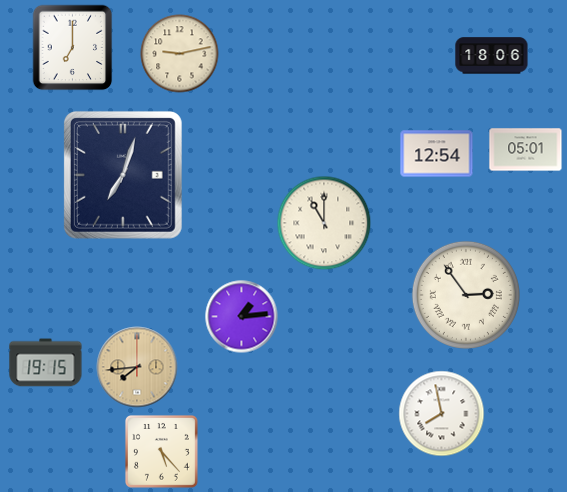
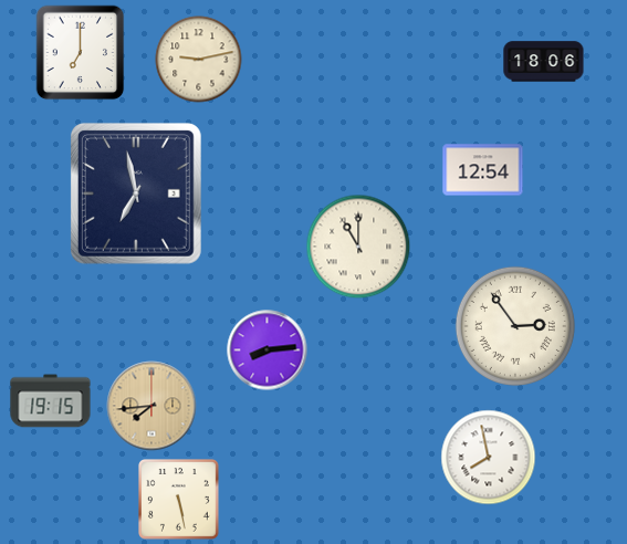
clock at (526, 150): 05:01 -> none
clock at (123, 175): 7:03 -> 6:58
clock at (242, 317): 1:14 -> 8:14
clock at (162, 452): 5:23 -> 5:28
